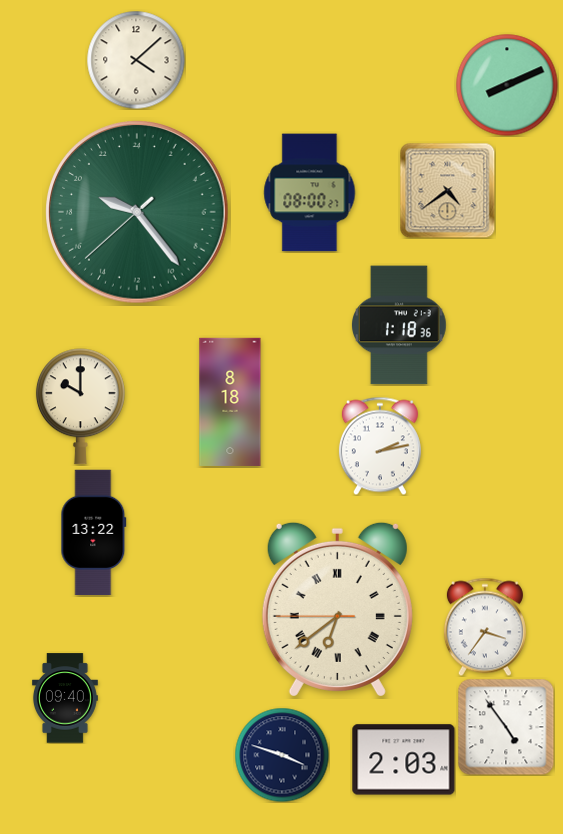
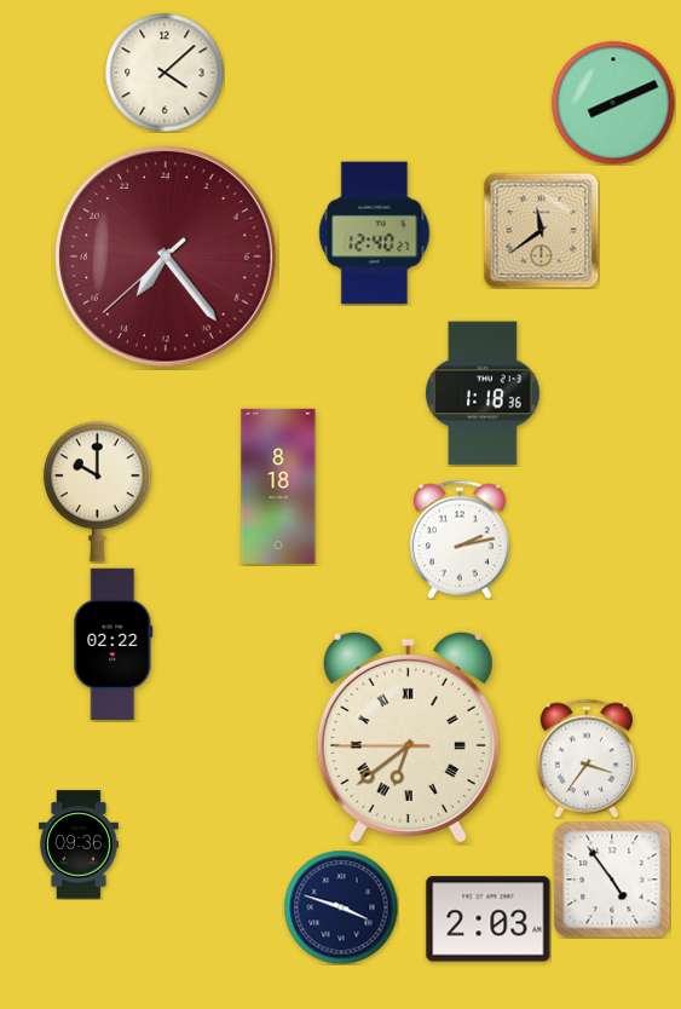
clock at (447, 190): 4:39 -> 11:39
clock at (310, 193): 08:00 -> 12:40
clock at (138, 213): 19:23 -> 14:23
clock at (138, 213) dial: green -> burgundy
clock at (94, 533): 13:22 -> 02:22
clock at (65, 698): 09:40 -> 09:36
clock at (282, 755) position: (282, 755) -> (341, 907)
